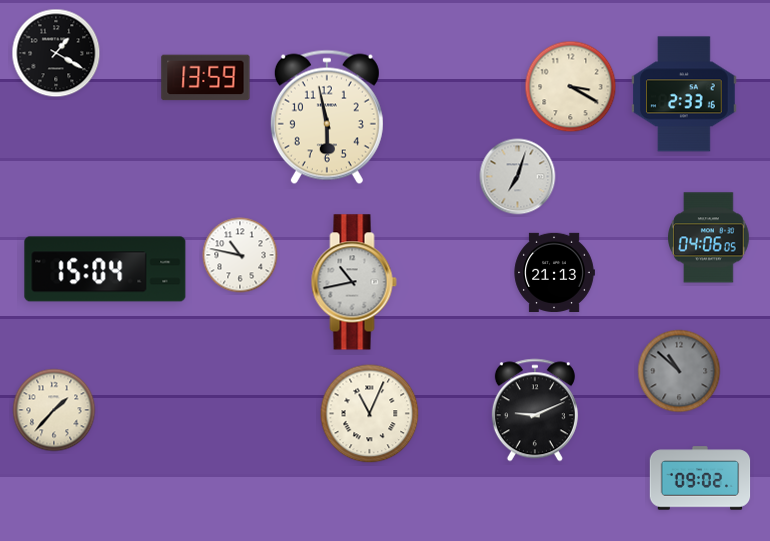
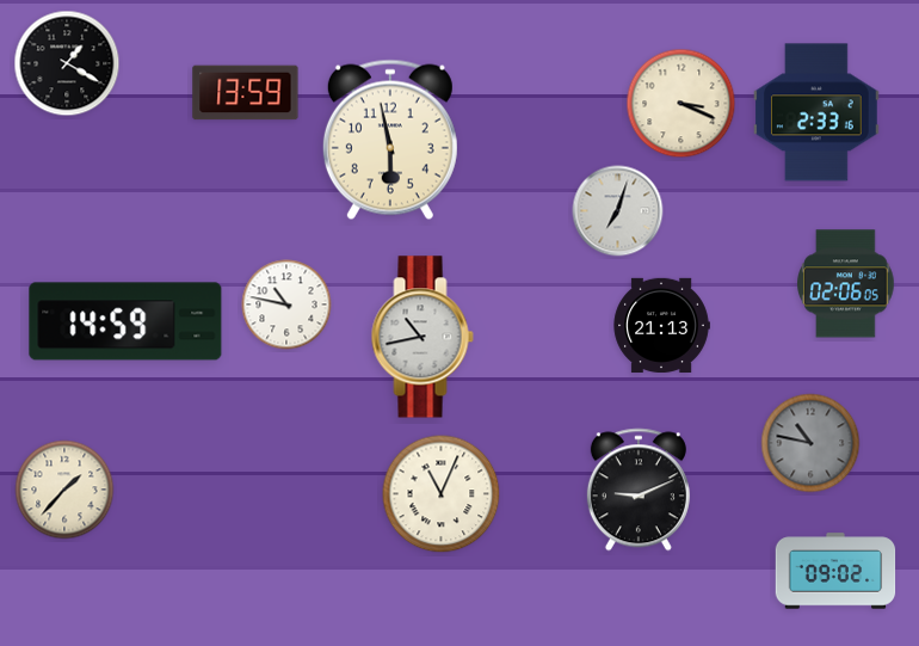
clock at (571, 87): 3:20 -> 3:19
clock at (709, 238): 04:06 -> 02:06
clock at (105, 269): 15:04 -> 14:59
clock at (679, 371): 10:52 -> 10:47
